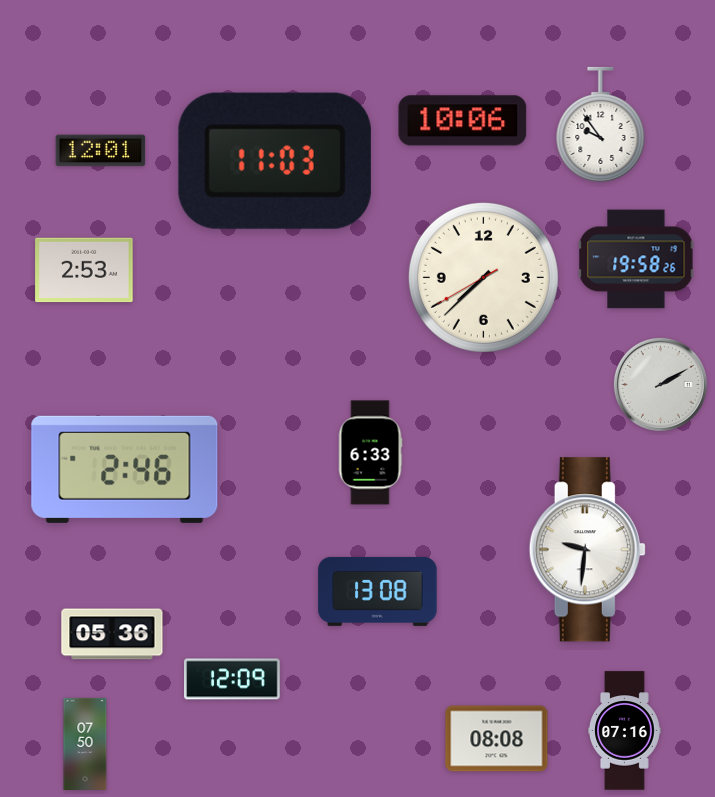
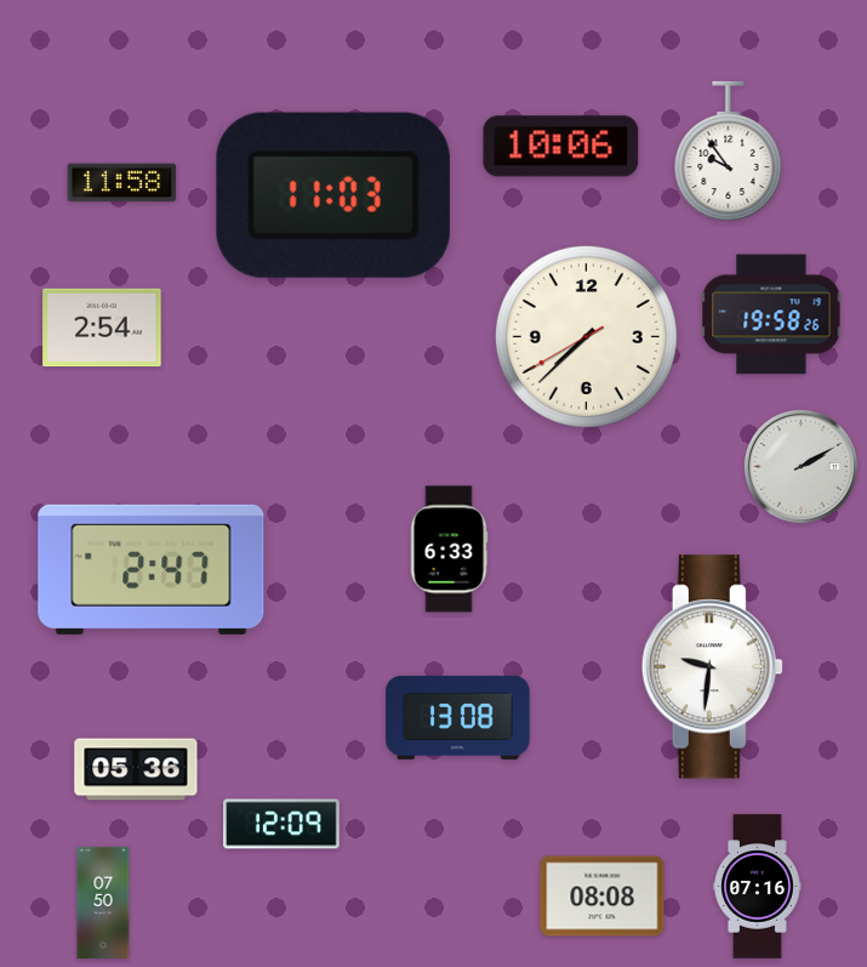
clock at (101, 151): 12:01 -> 11:58
clock at (84, 270): 2:53 -> 2:54
clock at (125, 469): 2:46 -> 2:47
